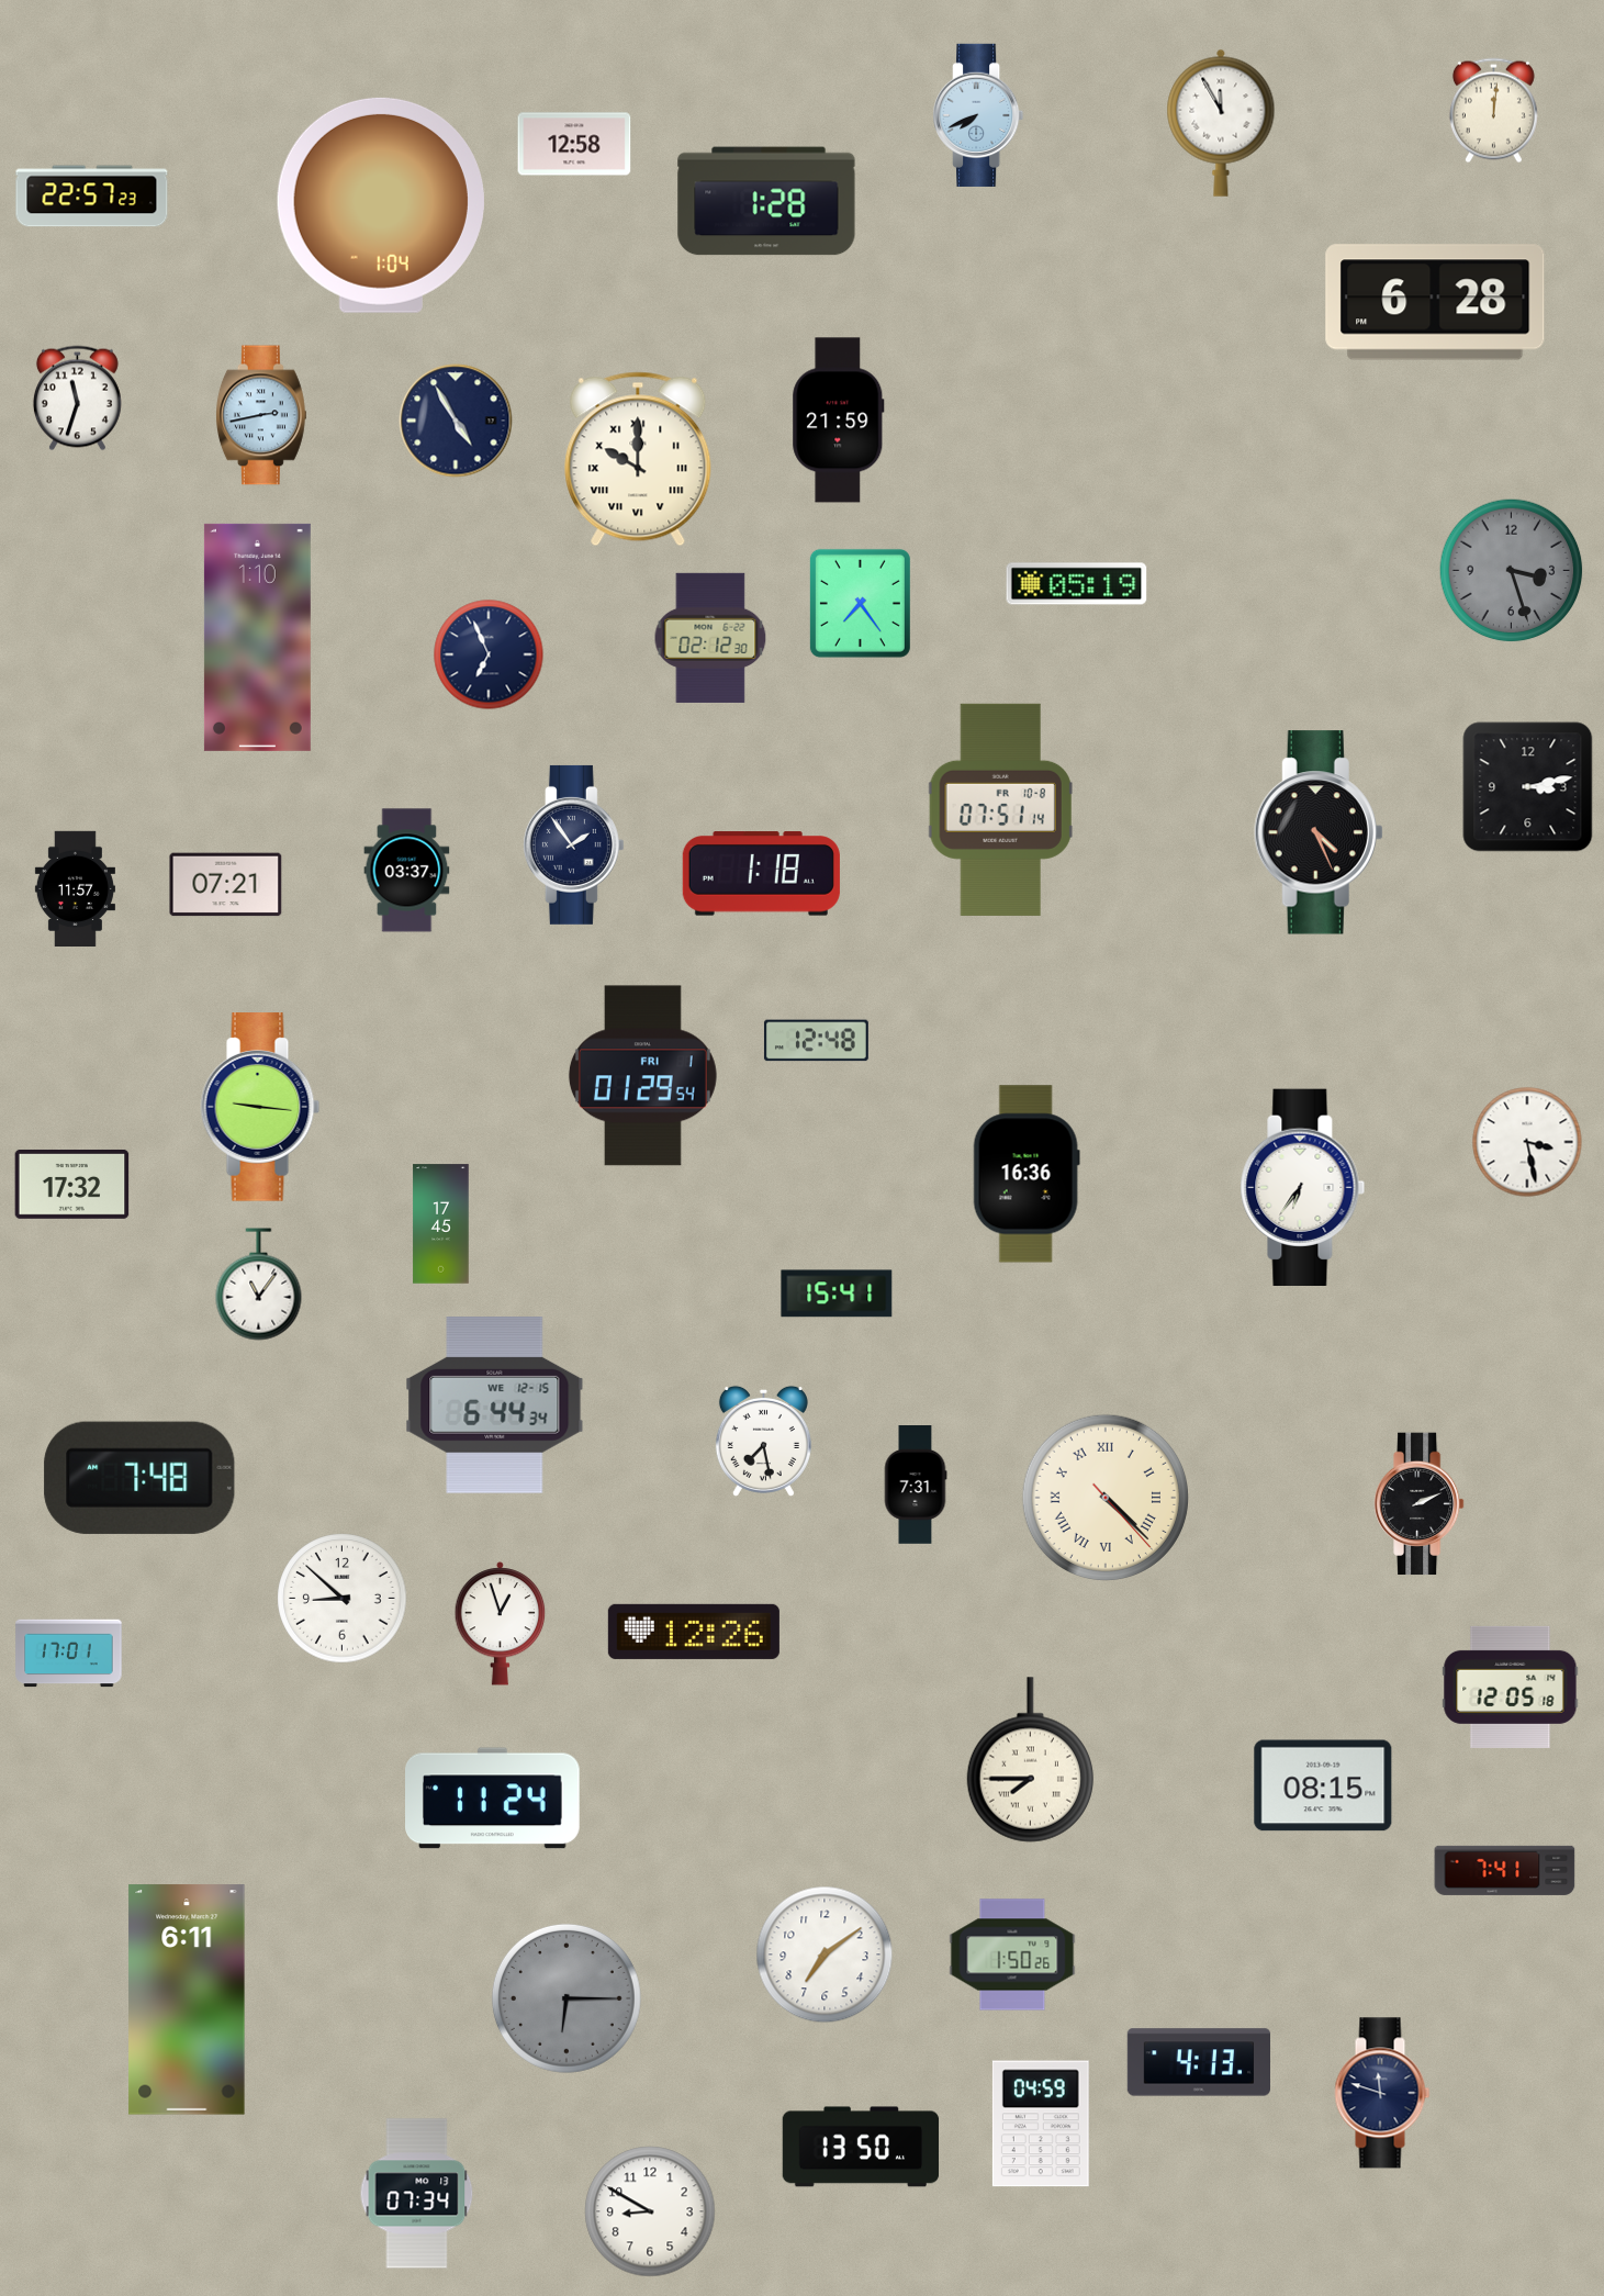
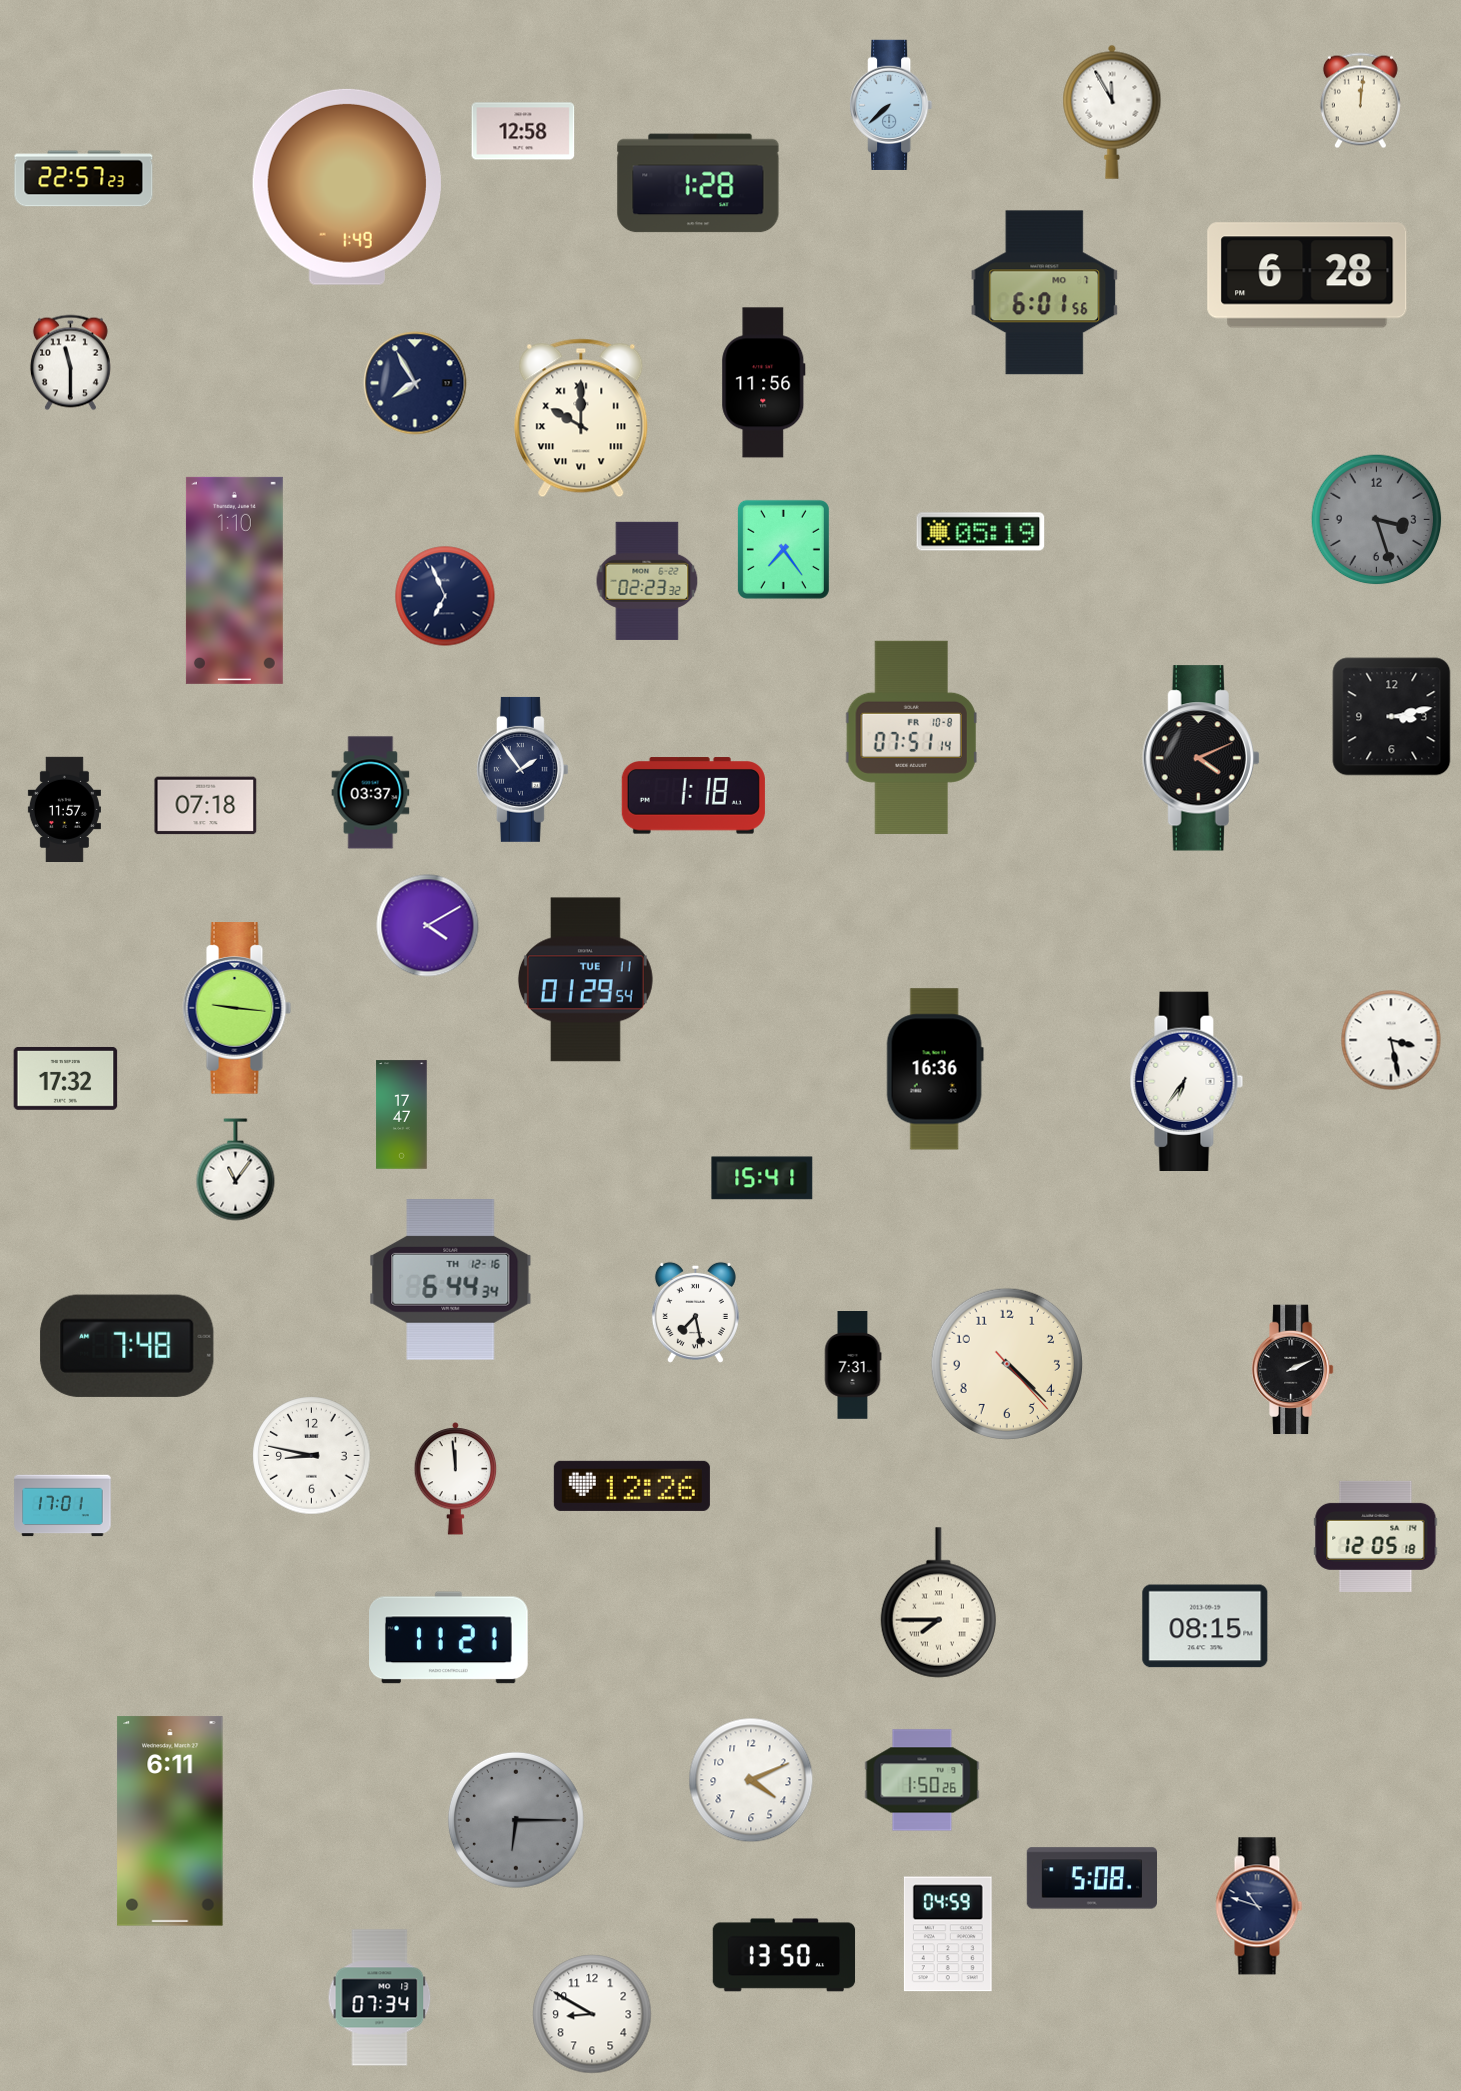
clock at (978, 115): 7:41 -> 7:38
clock at (381, 205): 1:04 -> 1:49
clock at (1045, 293): none -> 6:01
clock at (77, 399): 11:33 -> 11:30
clock at (261, 415): 2:43 -> none
clock at (456, 421): 4:55 -> 7:55
clock at (839, 421): 21:59 -> 11:56
clock at (710, 638): 02:12 -> 02:23
clock at (1319, 832): 4:26 -> 4:11
clock at (226, 885): 07:21 -> 07:18
clock at (75, 888) position: (75, 888) -> (64, 809)
clock at (428, 926): none -> 4:10
clock at (816, 1041): 12:48 -> none
clock at (642, 1076) date: FRI 1 -> TUE 11
clock at (441, 1224): 17:45 -> 17:47
clock at (495, 1405) date: WE 12-15 -> TH 12-16
clock at (916, 1486) position: (916, 1486) -> (853, 1366)
clock at (1106, 1498) numerals: Roman -> Arabic
clock at (343, 1599): 8:52 -> 8:47
clock at (501, 1624): 12:57 -> 11:59
clock at (493, 1799): 11:24 -> 11:21
clock at (1505, 1870): 7:41 -> none
clock at (825, 1955): 7:09 -> 4:11
clock at (1198, 2062): 4:13 -> 5:08
clock at (1382, 2093): 11:48 -> 10:48
